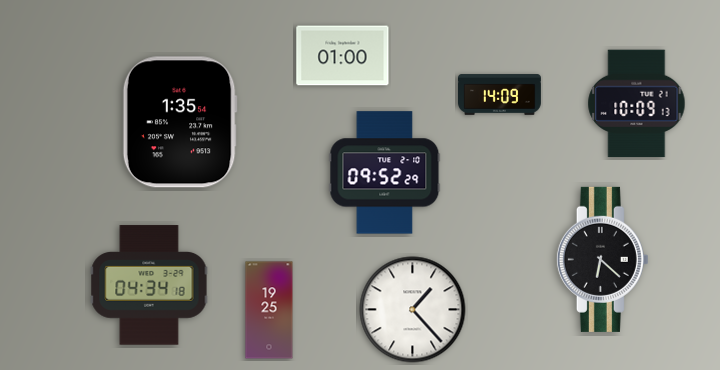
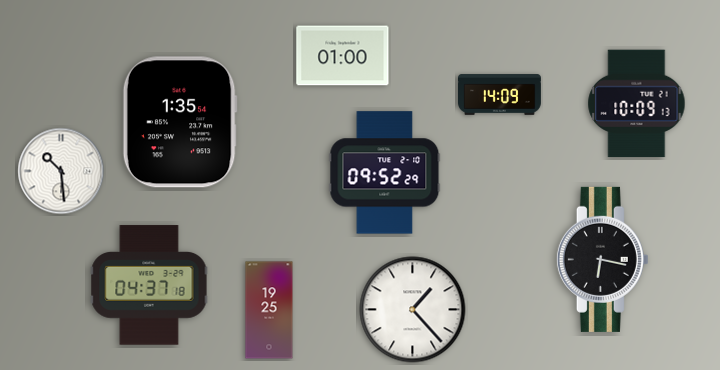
clock at (61, 171): none -> 10:29
clock at (602, 259): 6:22 -> 6:17
clock at (149, 285): 04:34 -> 04:37
